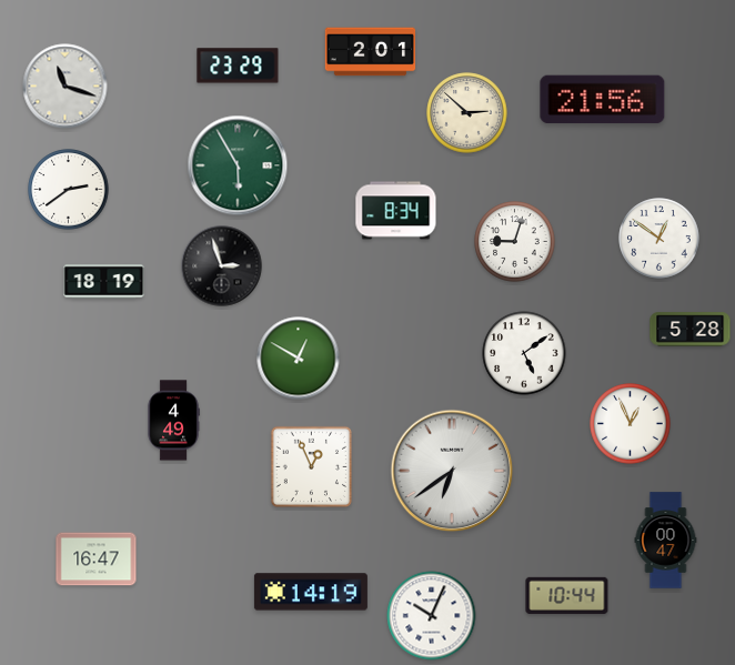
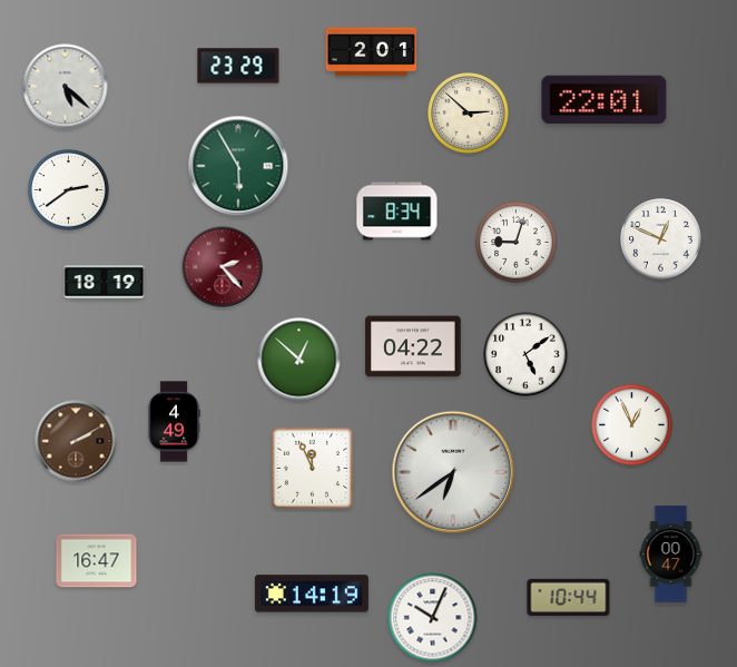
clock at (66, 87): 11:18 -> 5:22
clock at (603, 100): 21:56 -> 22:01
clock at (660, 239): 12:51 -> 12:49
clock at (222, 266): 2:57 -> 2:23
clock at (222, 266) dial: black -> burgundy
clock at (691, 330): 5:28 -> none
clock at (413, 346): none -> 04:22
clock at (299, 359): 12:50 -> 12:52
clock at (76, 441): none -> 2:10
clock at (311, 466): 12:56 -> 11:56
clock at (666, 541) position: (666, 541) -> (671, 555)
